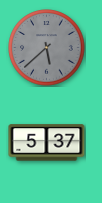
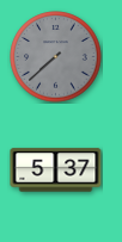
clock at (47, 48): 5:38 -> 7:38
